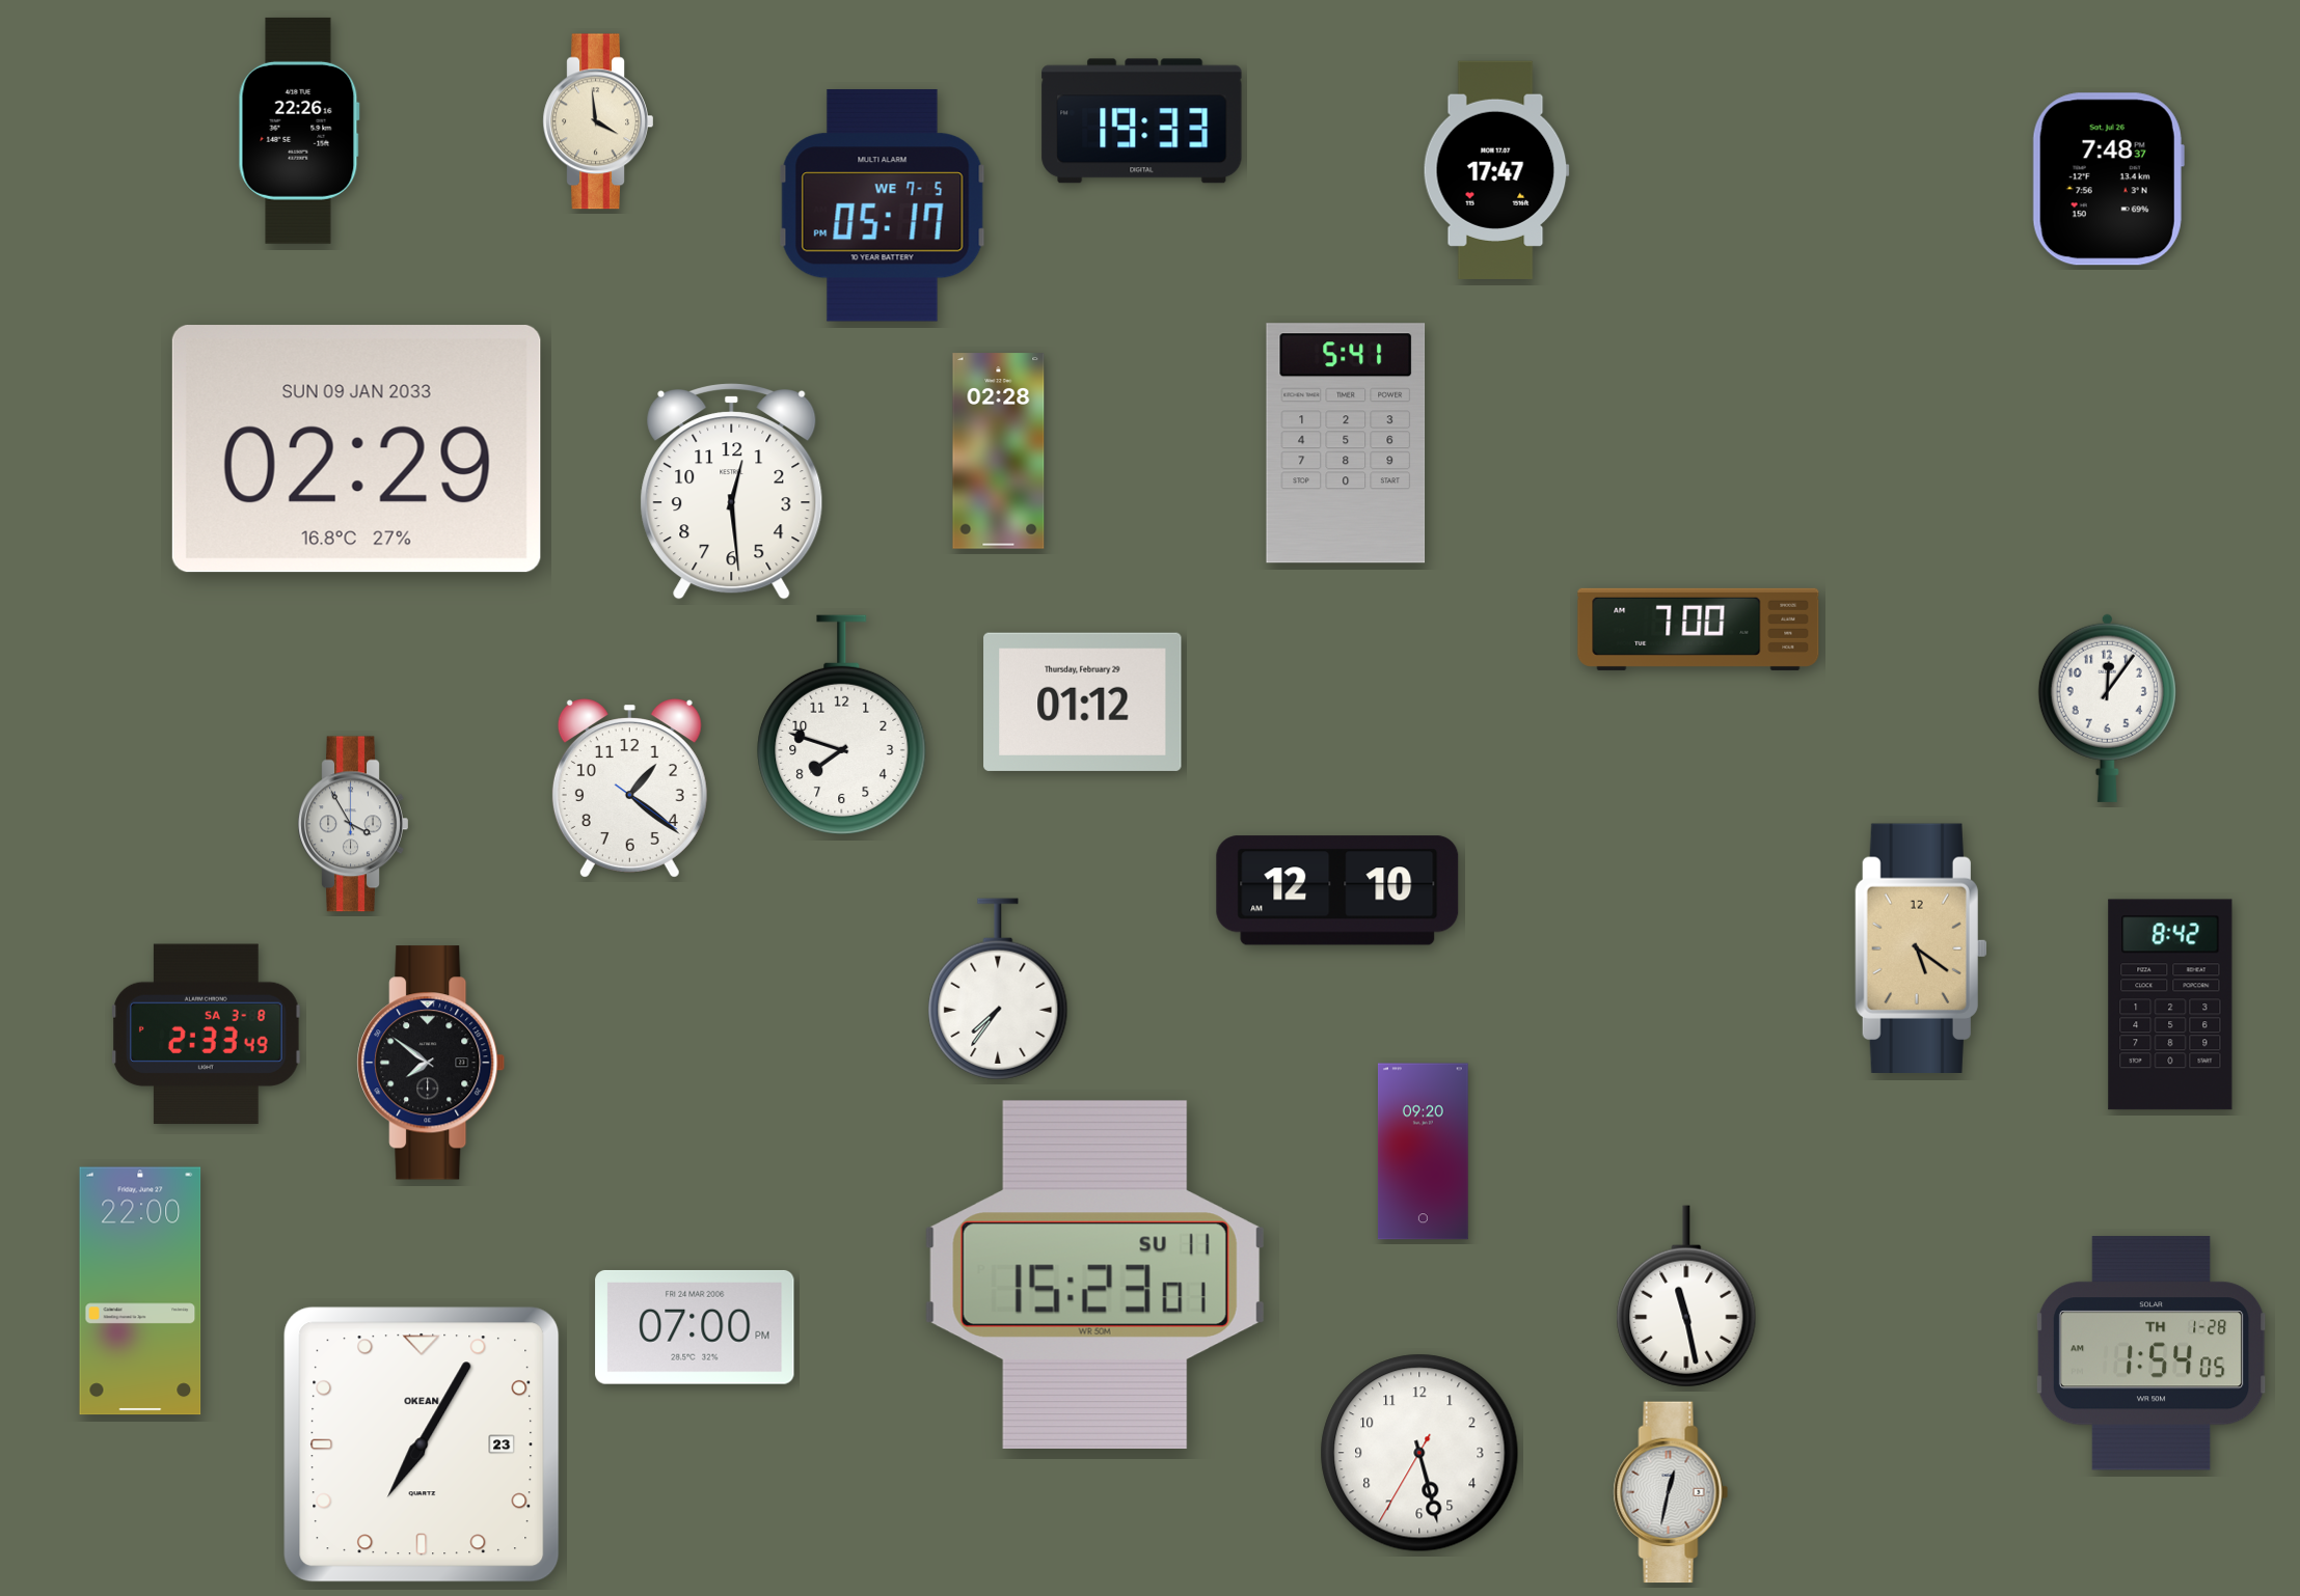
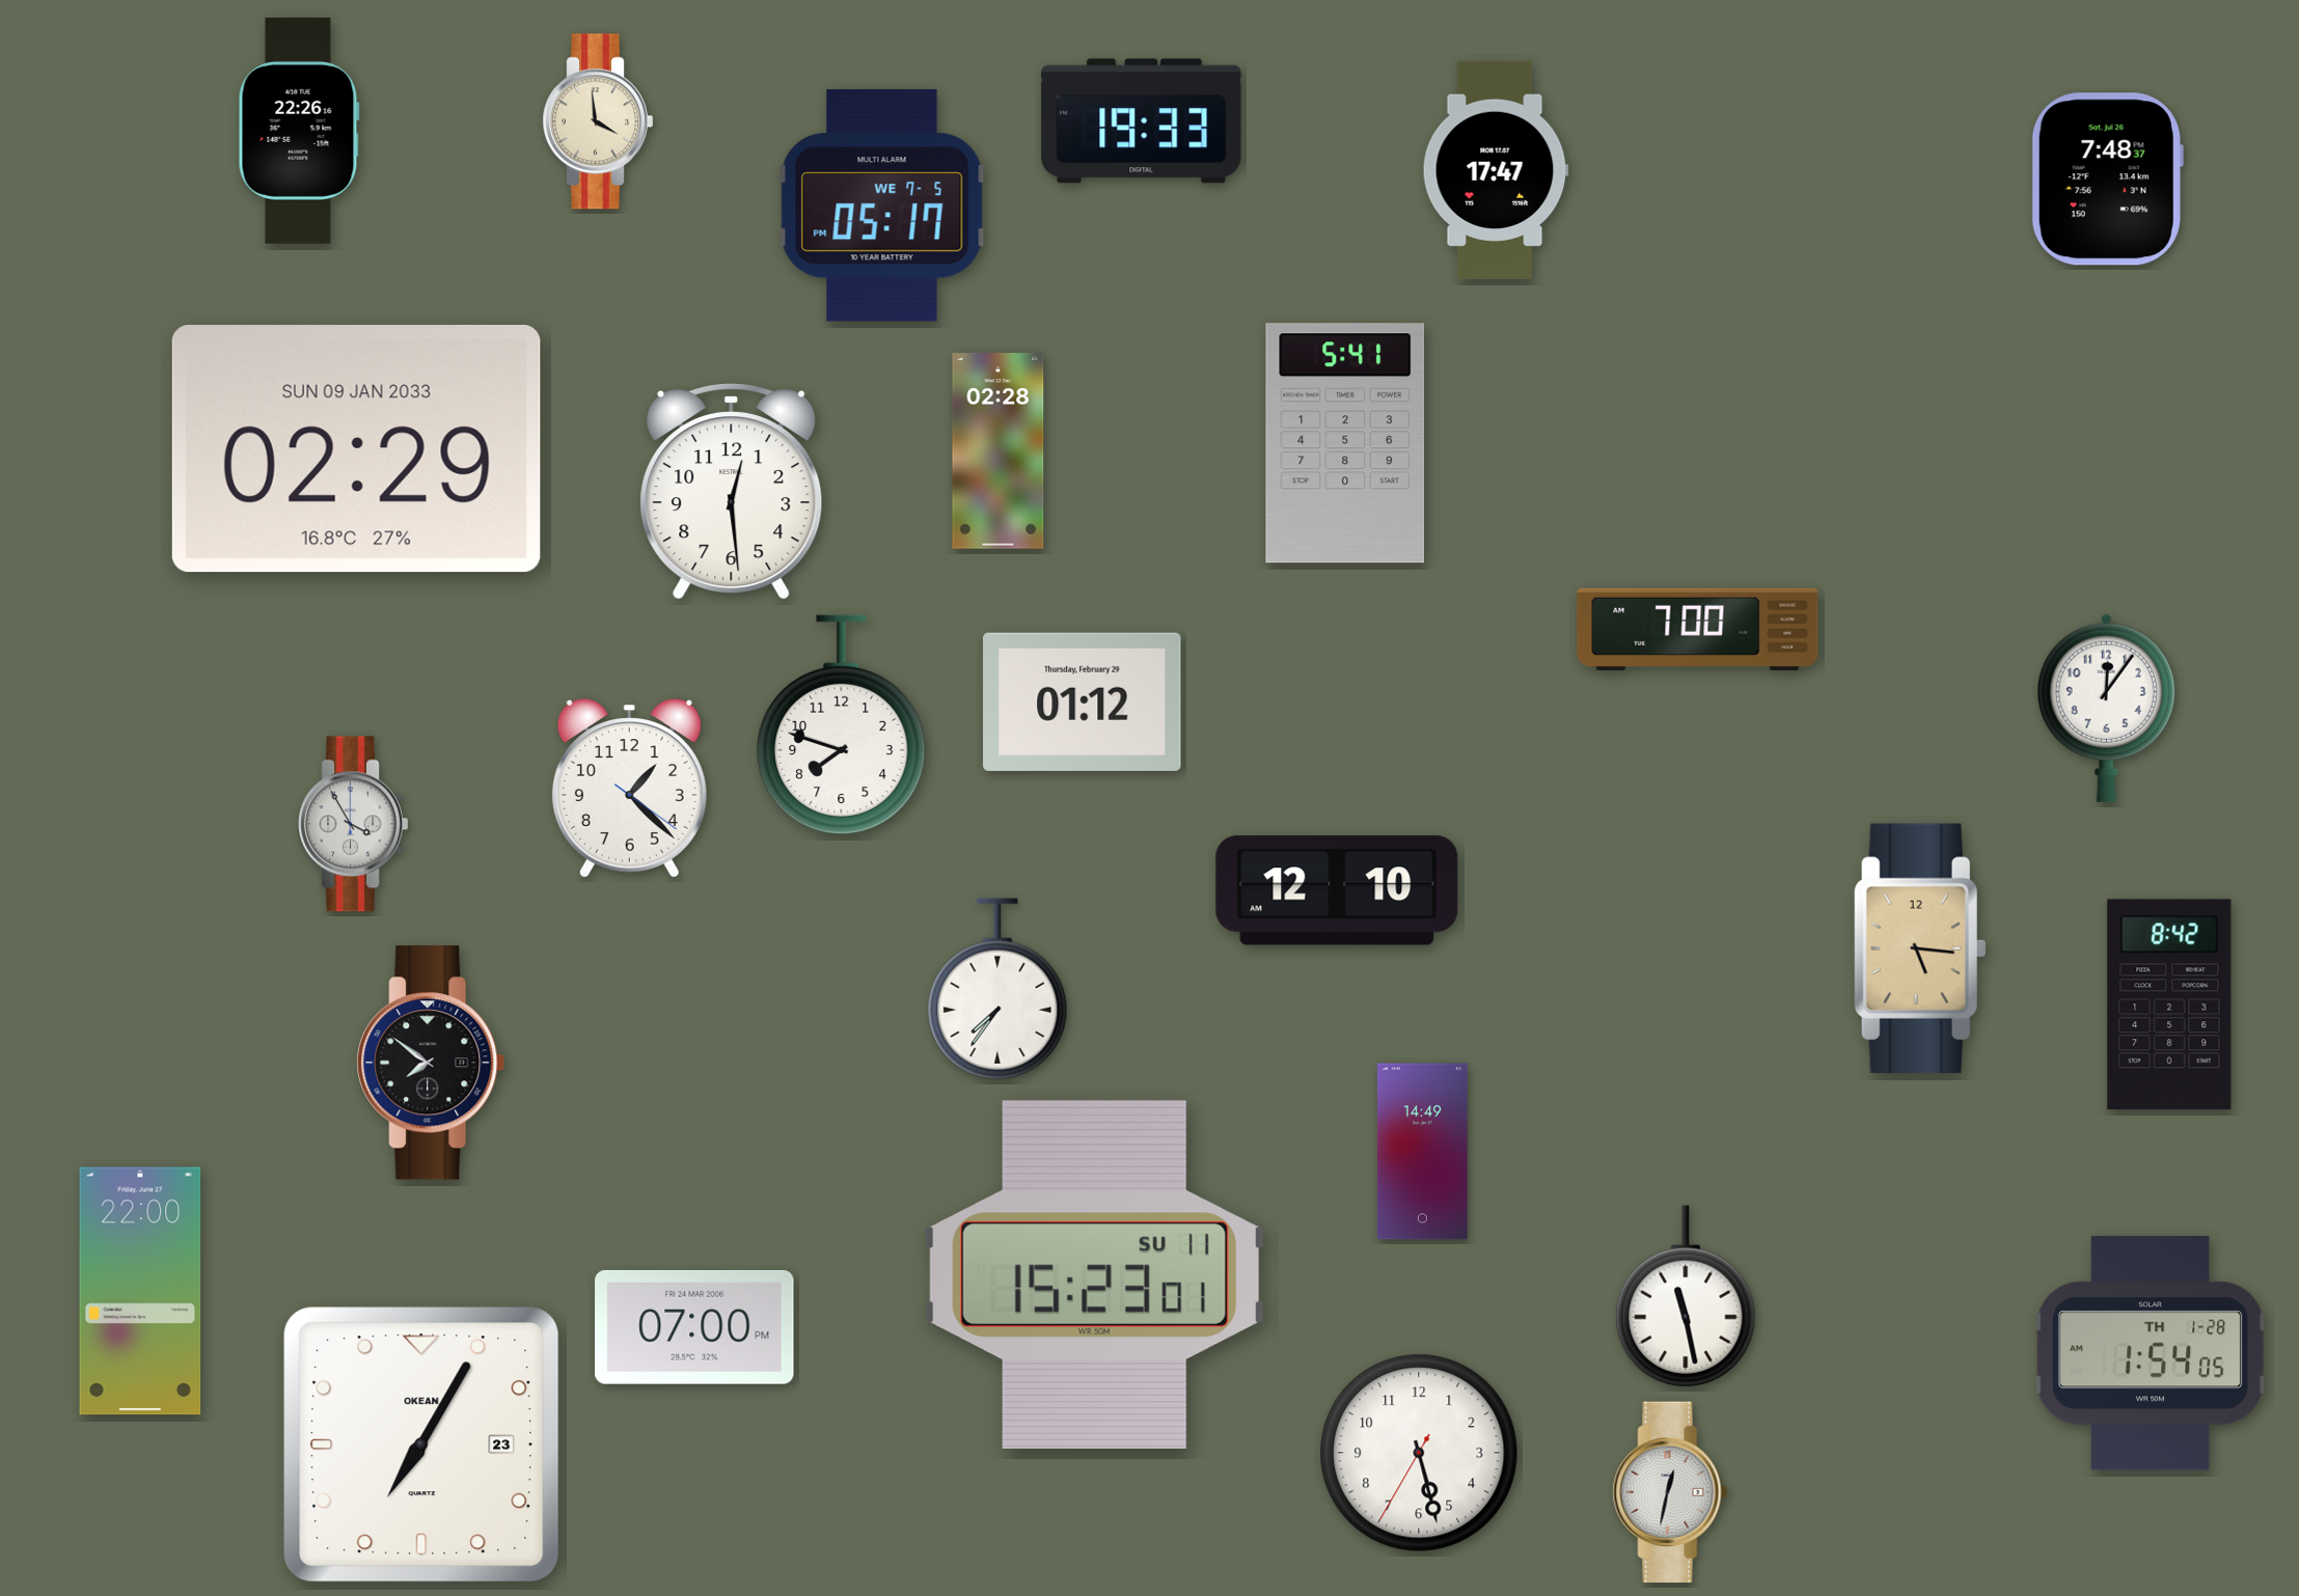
clock at (629, 789): 1:21 -> 1:22
clock at (1921, 947): 5:21 -> 5:16
clock at (207, 1035): 2:33 -> none
clock at (1423, 1152): 09:20 -> 14:49
